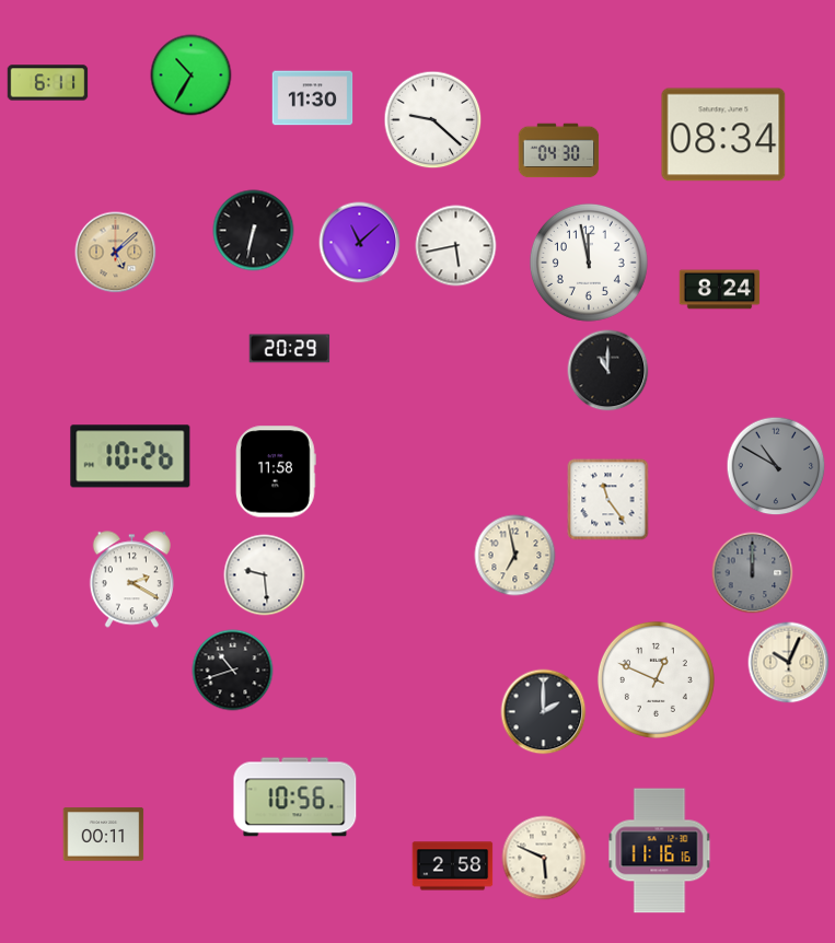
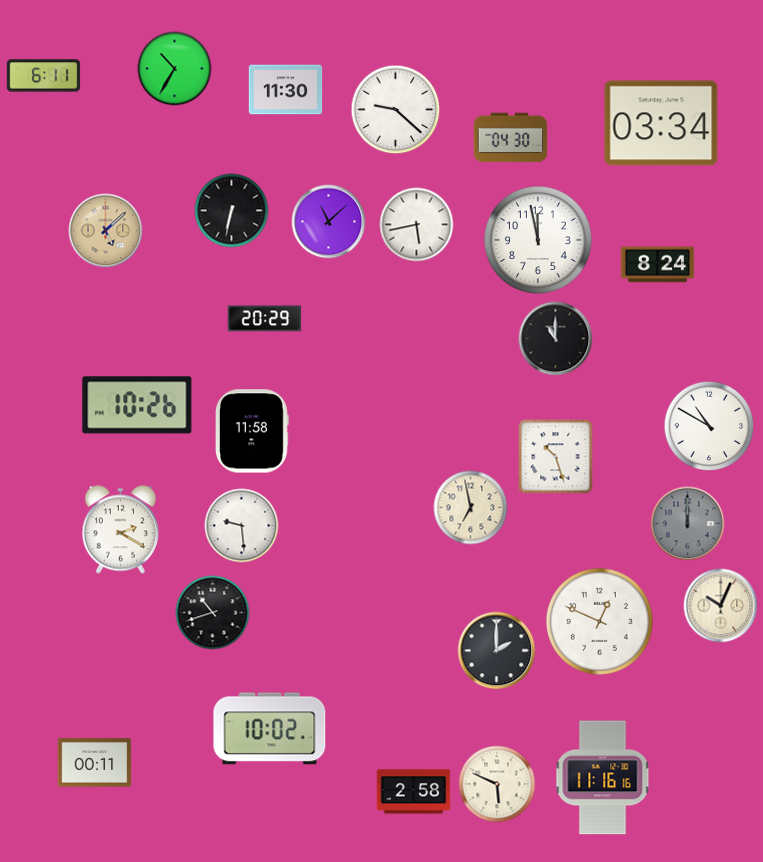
clock at (723, 135): 08:34 -> 03:34
clock at (130, 456) position: (130, 456) -> (137, 405)
clock at (776, 466) dial: grey -> white
clock at (608, 500): 11:24 -> 10:27
clock at (295, 798): 10:56 -> 10:02
